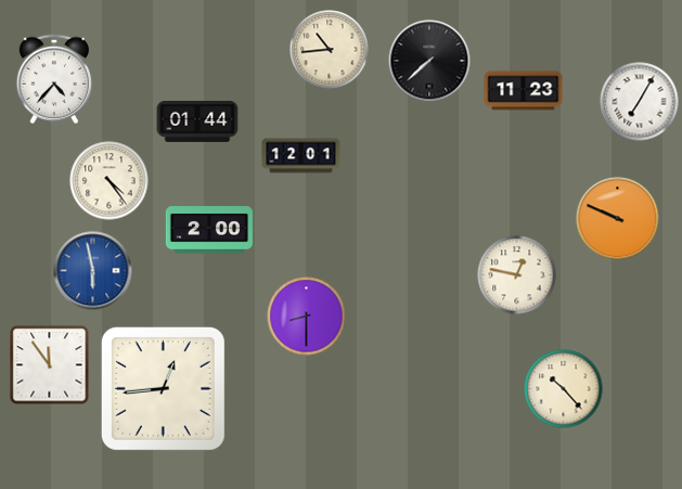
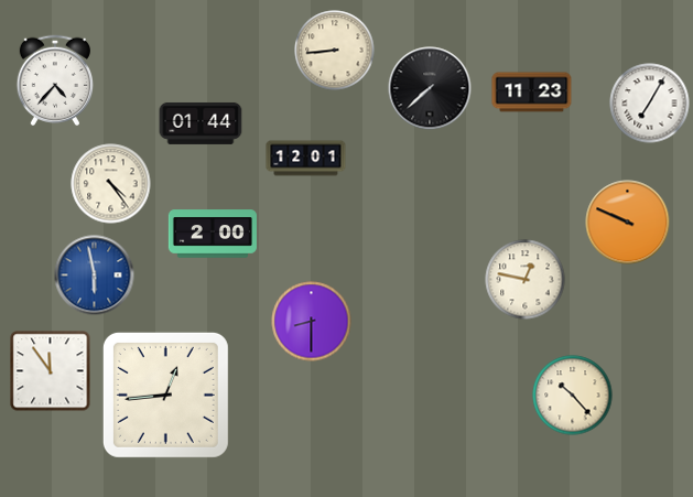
clock at (330, 50): 10:44 -> 8:44
clock at (429, 61) position: (429, 61) -> (430, 88)
